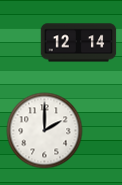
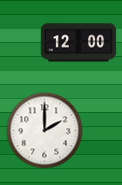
clock at (79, 43): 12:14 -> 12:00
